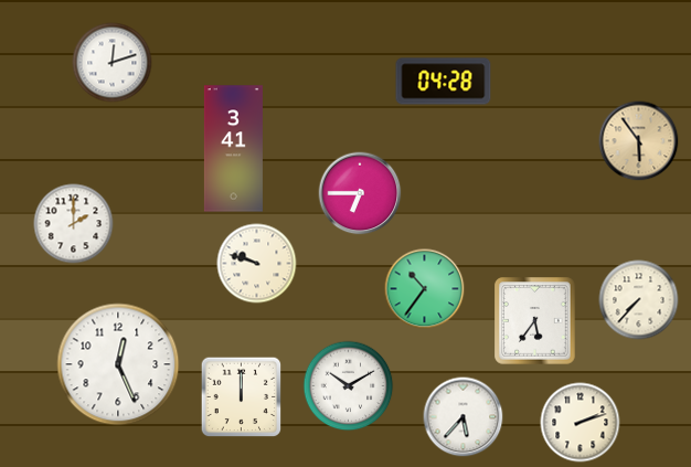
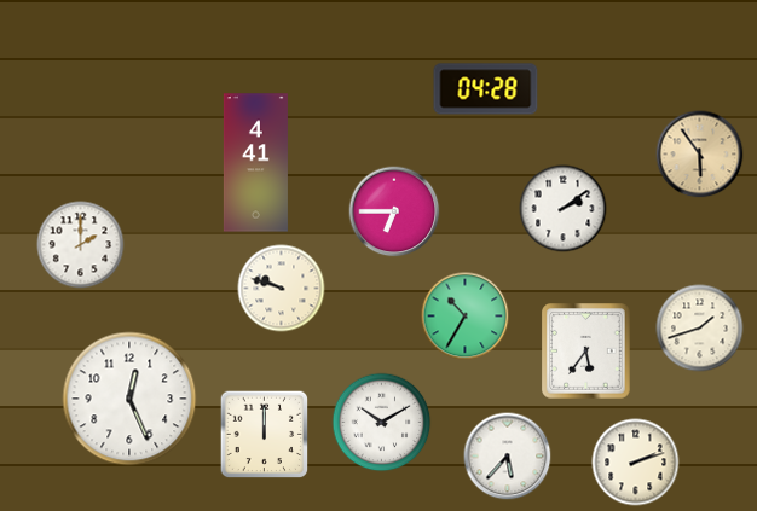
clock at (113, 63): 12:12 -> none
clock at (233, 149): 3:41 -> 4:41
clock at (564, 209): none -> 2:09
clock at (425, 289): 10:36 -> 10:35
clock at (639, 300): 7:37 -> 1:42
